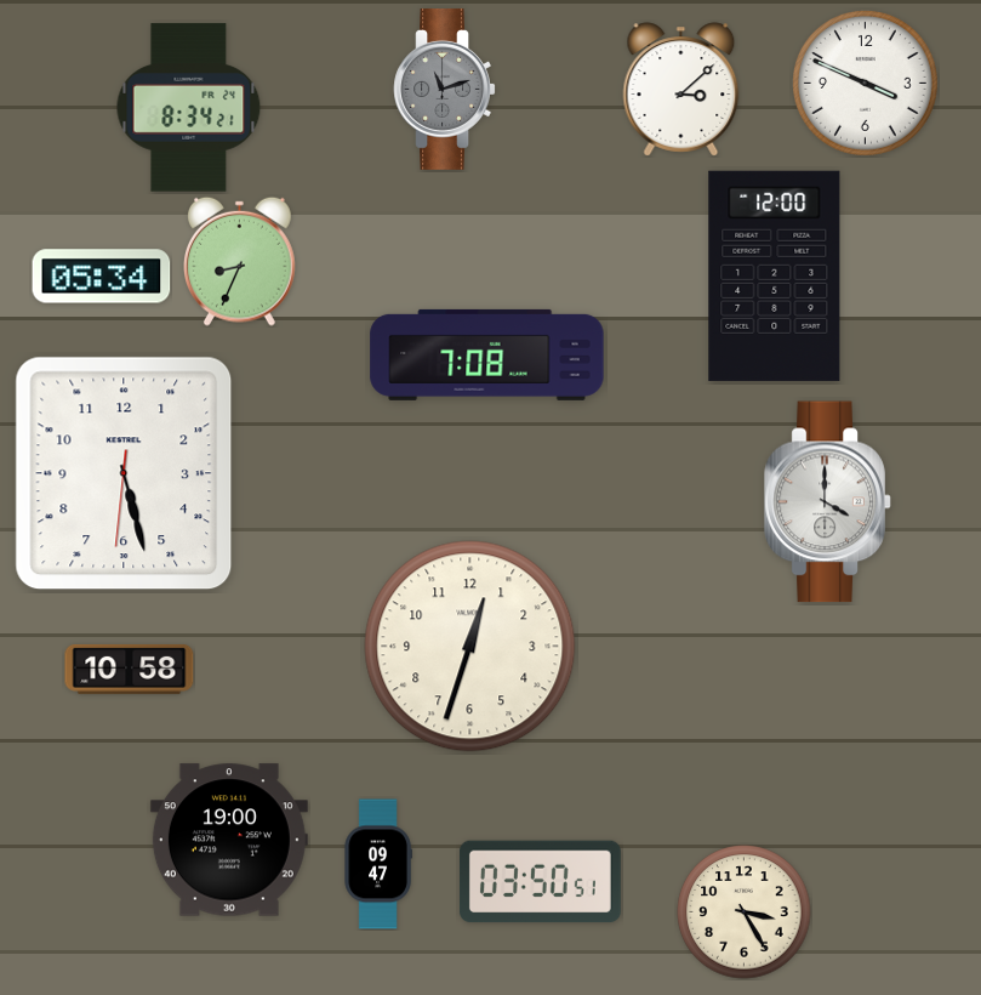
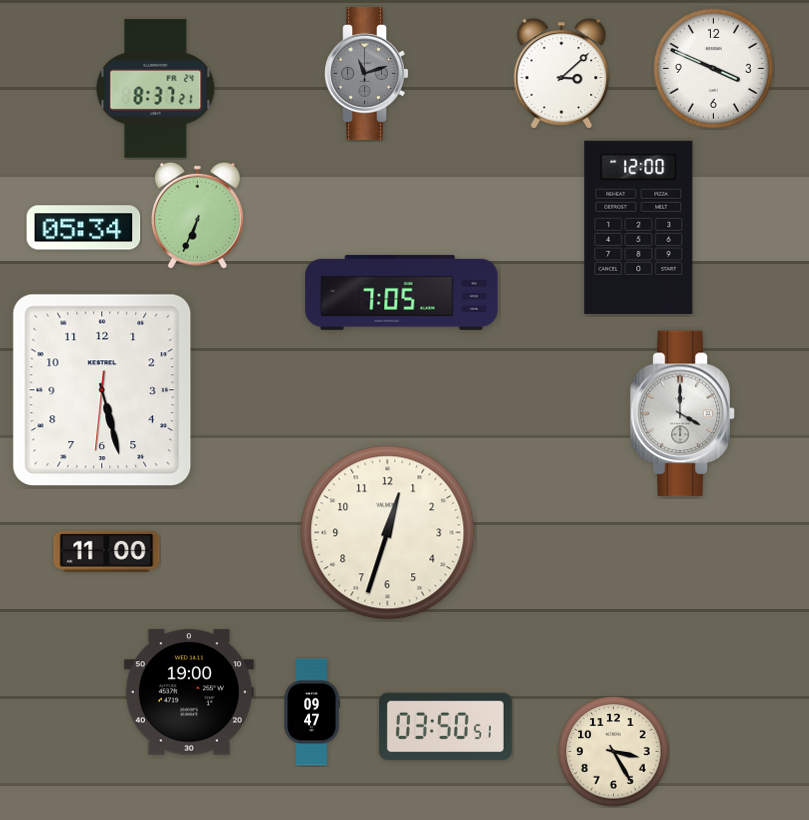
clock at (189, 108): 8:34 -> 8:37
clock at (240, 261): 8:34 -> 6:34
clock at (487, 354): 7:08 -> 7:05
clock at (130, 669): 10:58 -> 11:00
